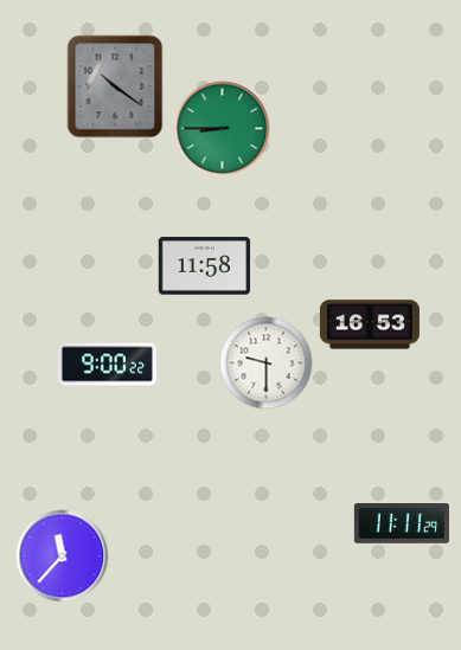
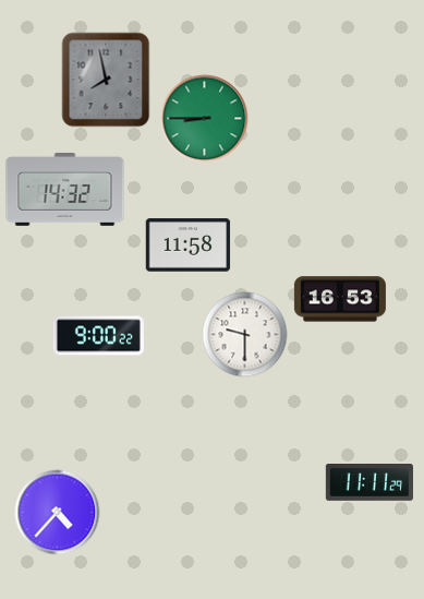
clock at (115, 86): 10:21 -> 7:58
clock at (65, 190): none -> 14:32
clock at (62, 555): 11:37 -> 4:37
